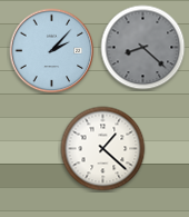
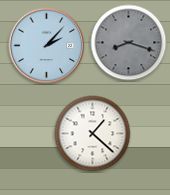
clock at (143, 48): 8:22 -> 8:18
